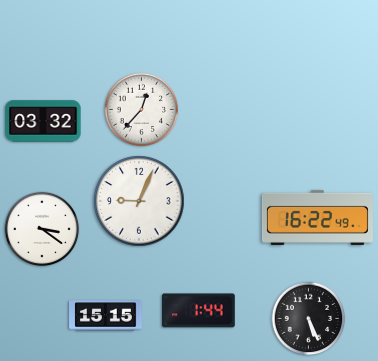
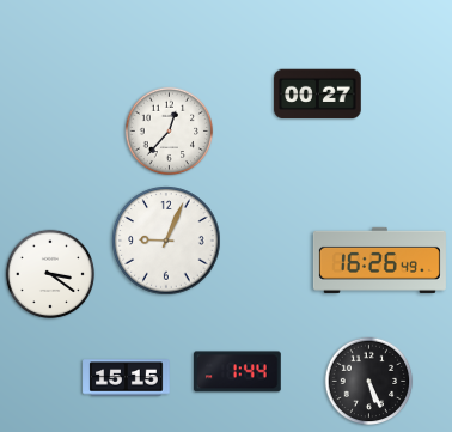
clock at (318, 95): none -> 00:27
clock at (43, 121): 03:32 -> none
clock at (317, 217): 16:22 -> 16:26
